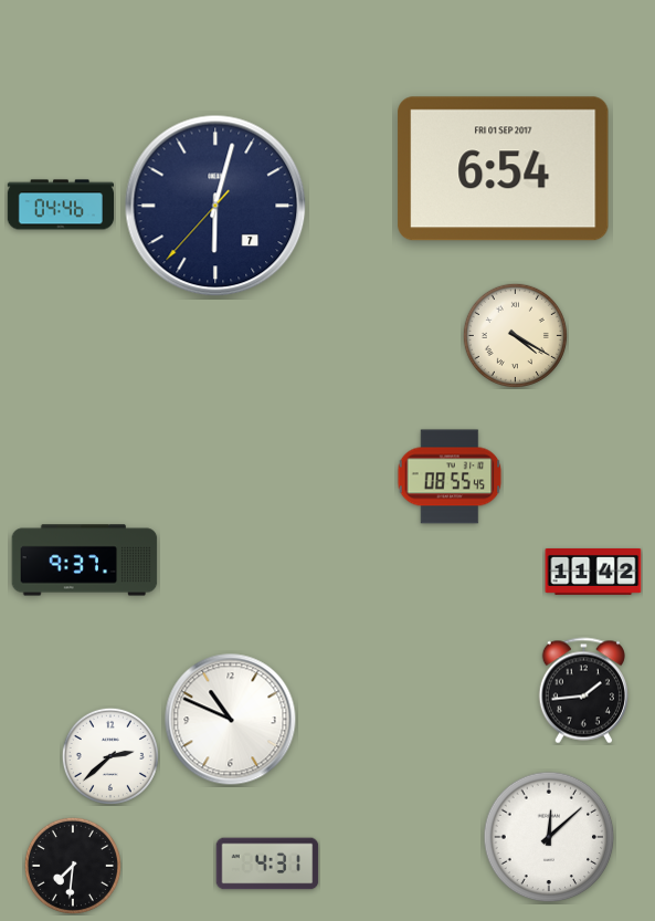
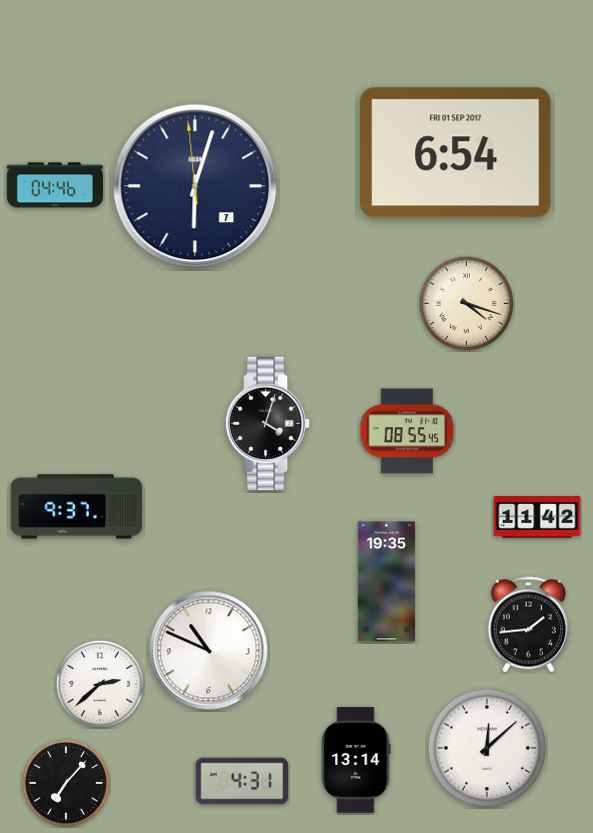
clock at (215, 206): 6:02:37 -> 6:02:59
clock at (515, 335): 4:20 -> 4:18
clock at (268, 424): none -> 4:03
clock at (387, 582): none -> 19:35
clock at (549, 837) position: (549, 837) -> (487, 748)
clock at (356, 760): none -> 13:14
clock at (73, 866): 7:31 -> 7:07
